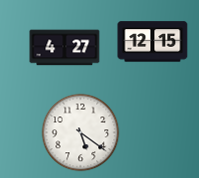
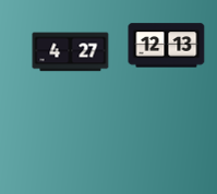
clock at (153, 42): 12:15 -> 12:13
clock at (81, 133): 5:21 -> none
